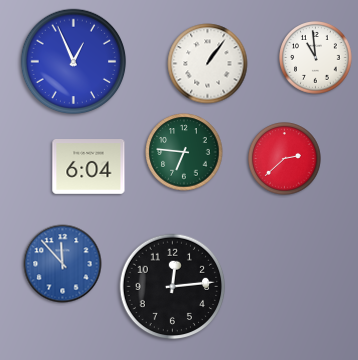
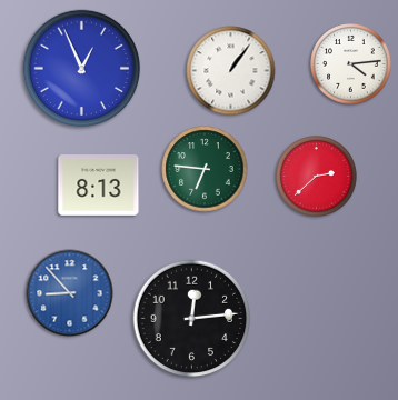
clock at (316, 58): 10:59 -> 4:14
clock at (89, 167): 6:04 -> 8:13
clock at (63, 264): 11:53 -> 8:53
